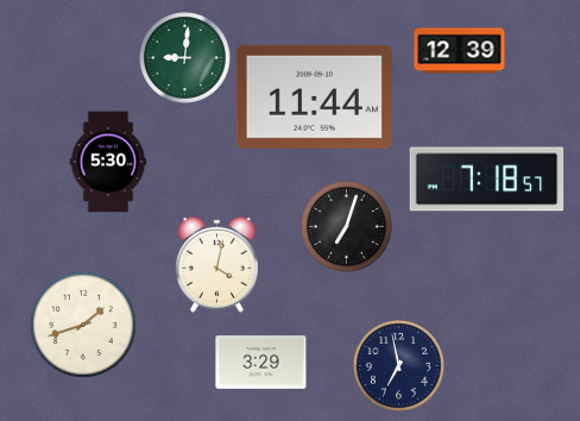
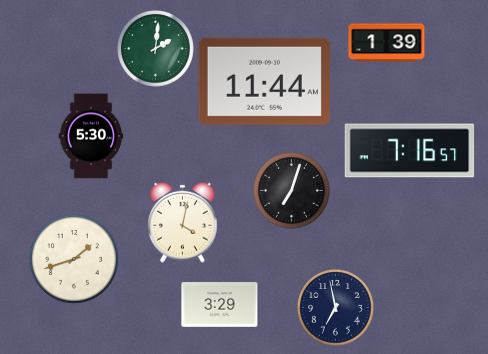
clock at (460, 51): 12:39 -> 1:39
clock at (185, 58): 9:01 -> 2:01
clock at (487, 180): 7:18 -> 7:16
clock at (83, 325) position: (83, 325) -> (74, 259)
